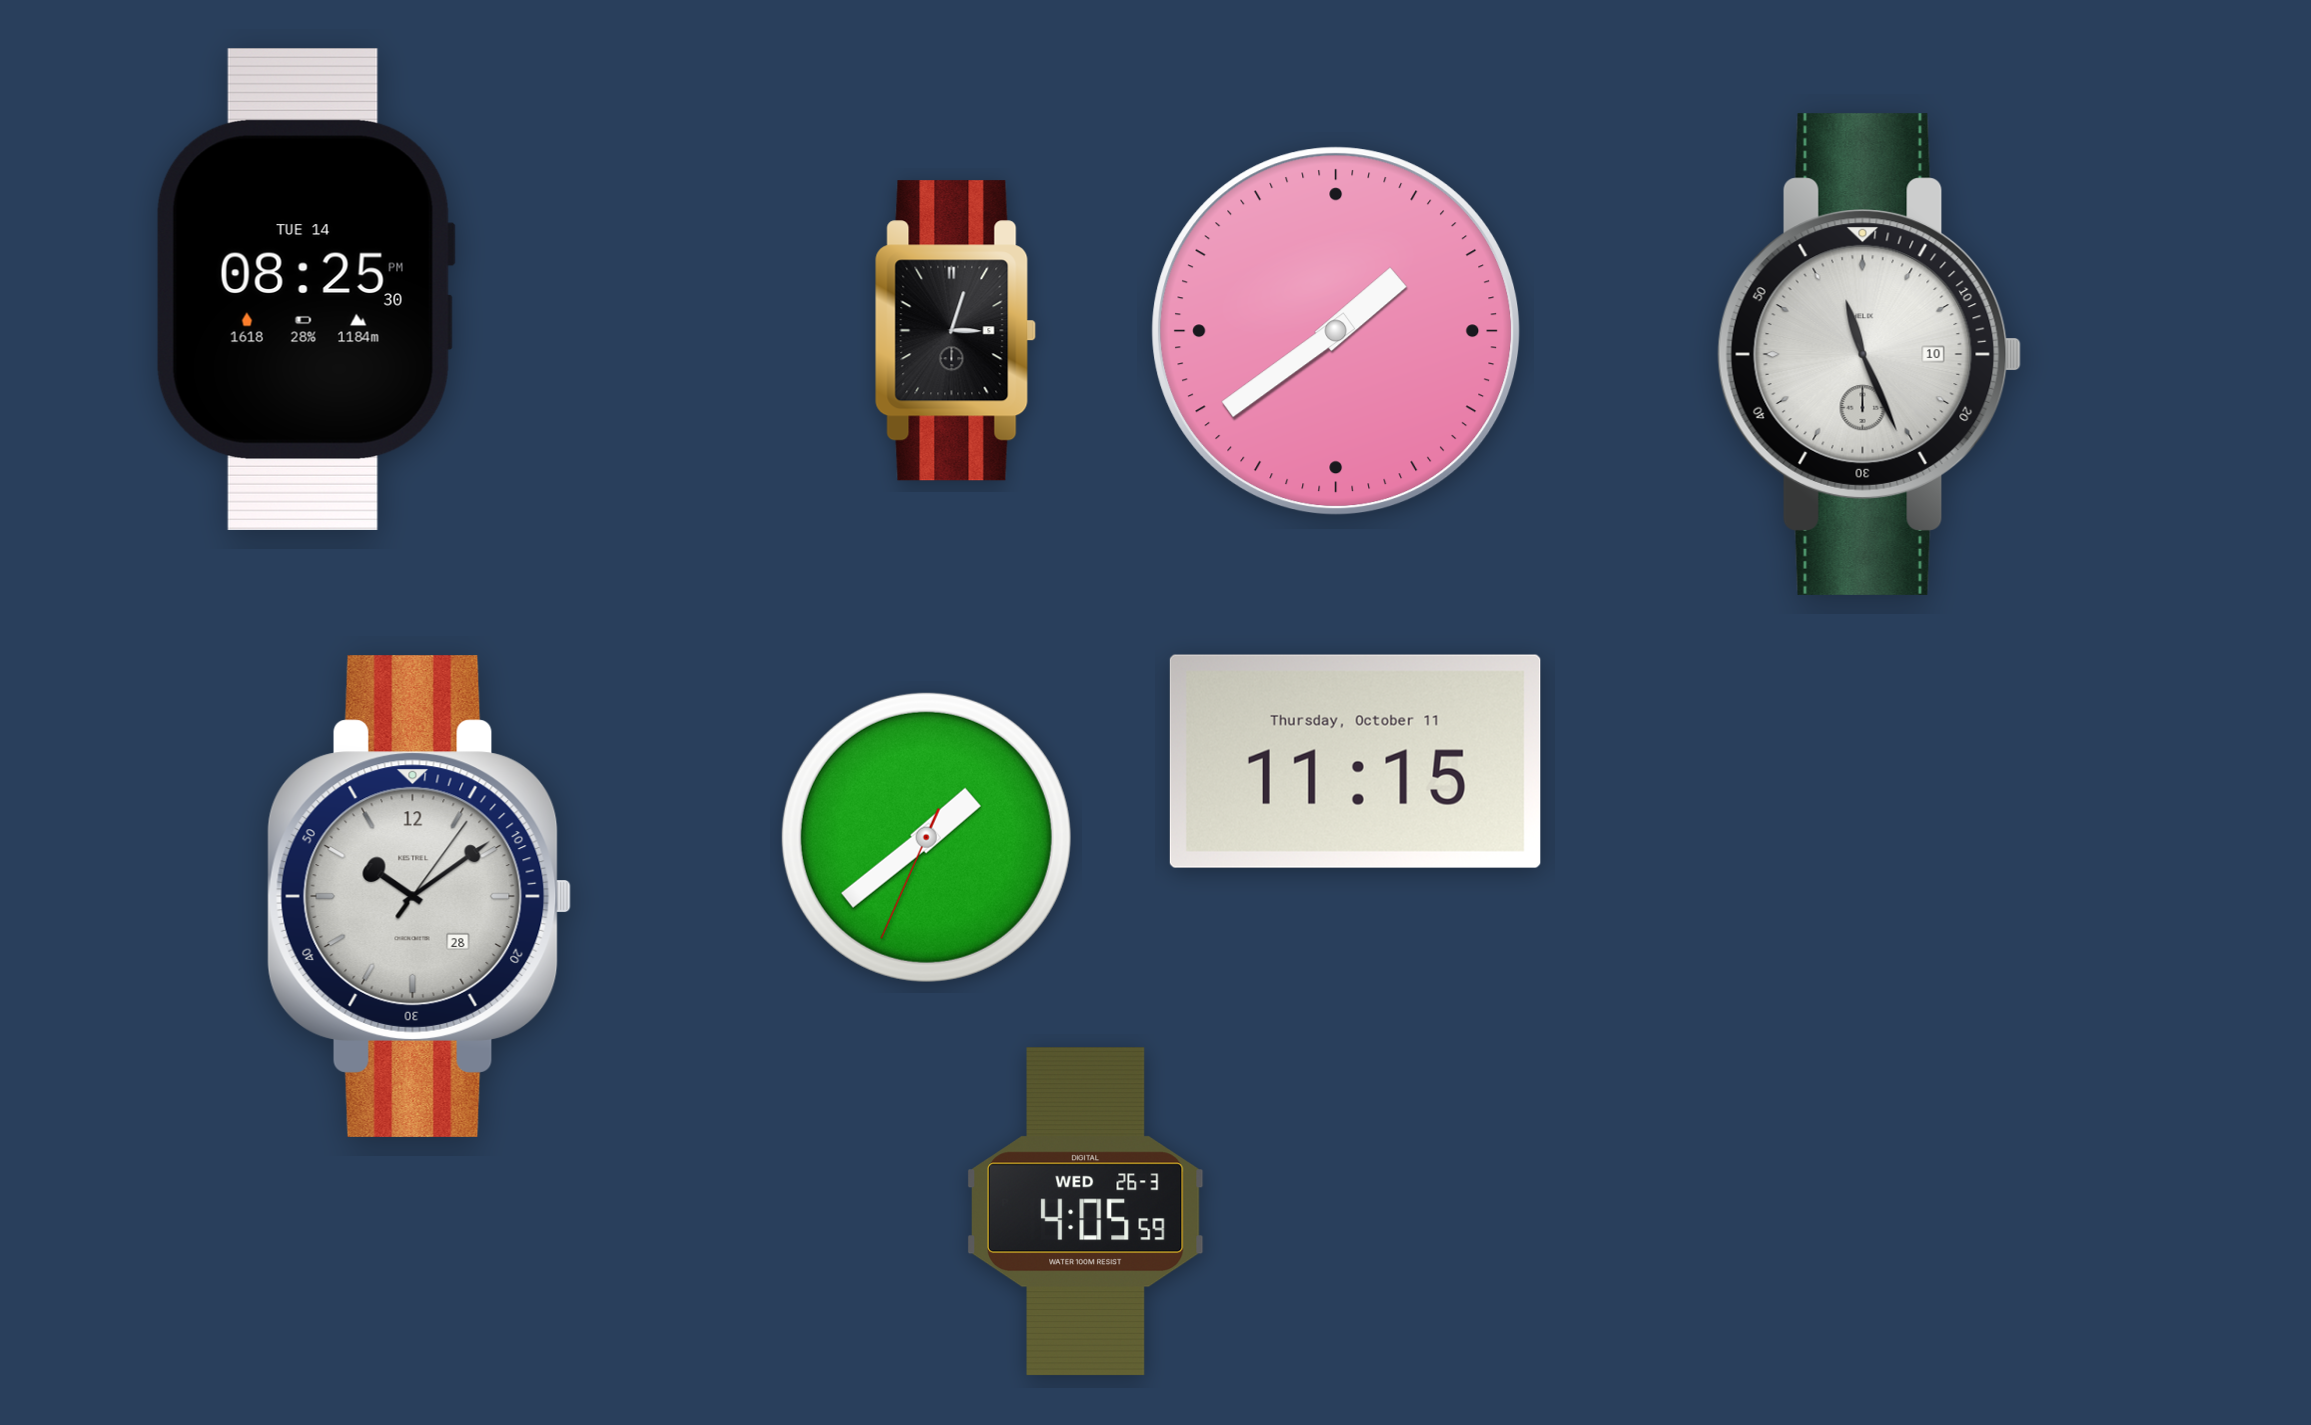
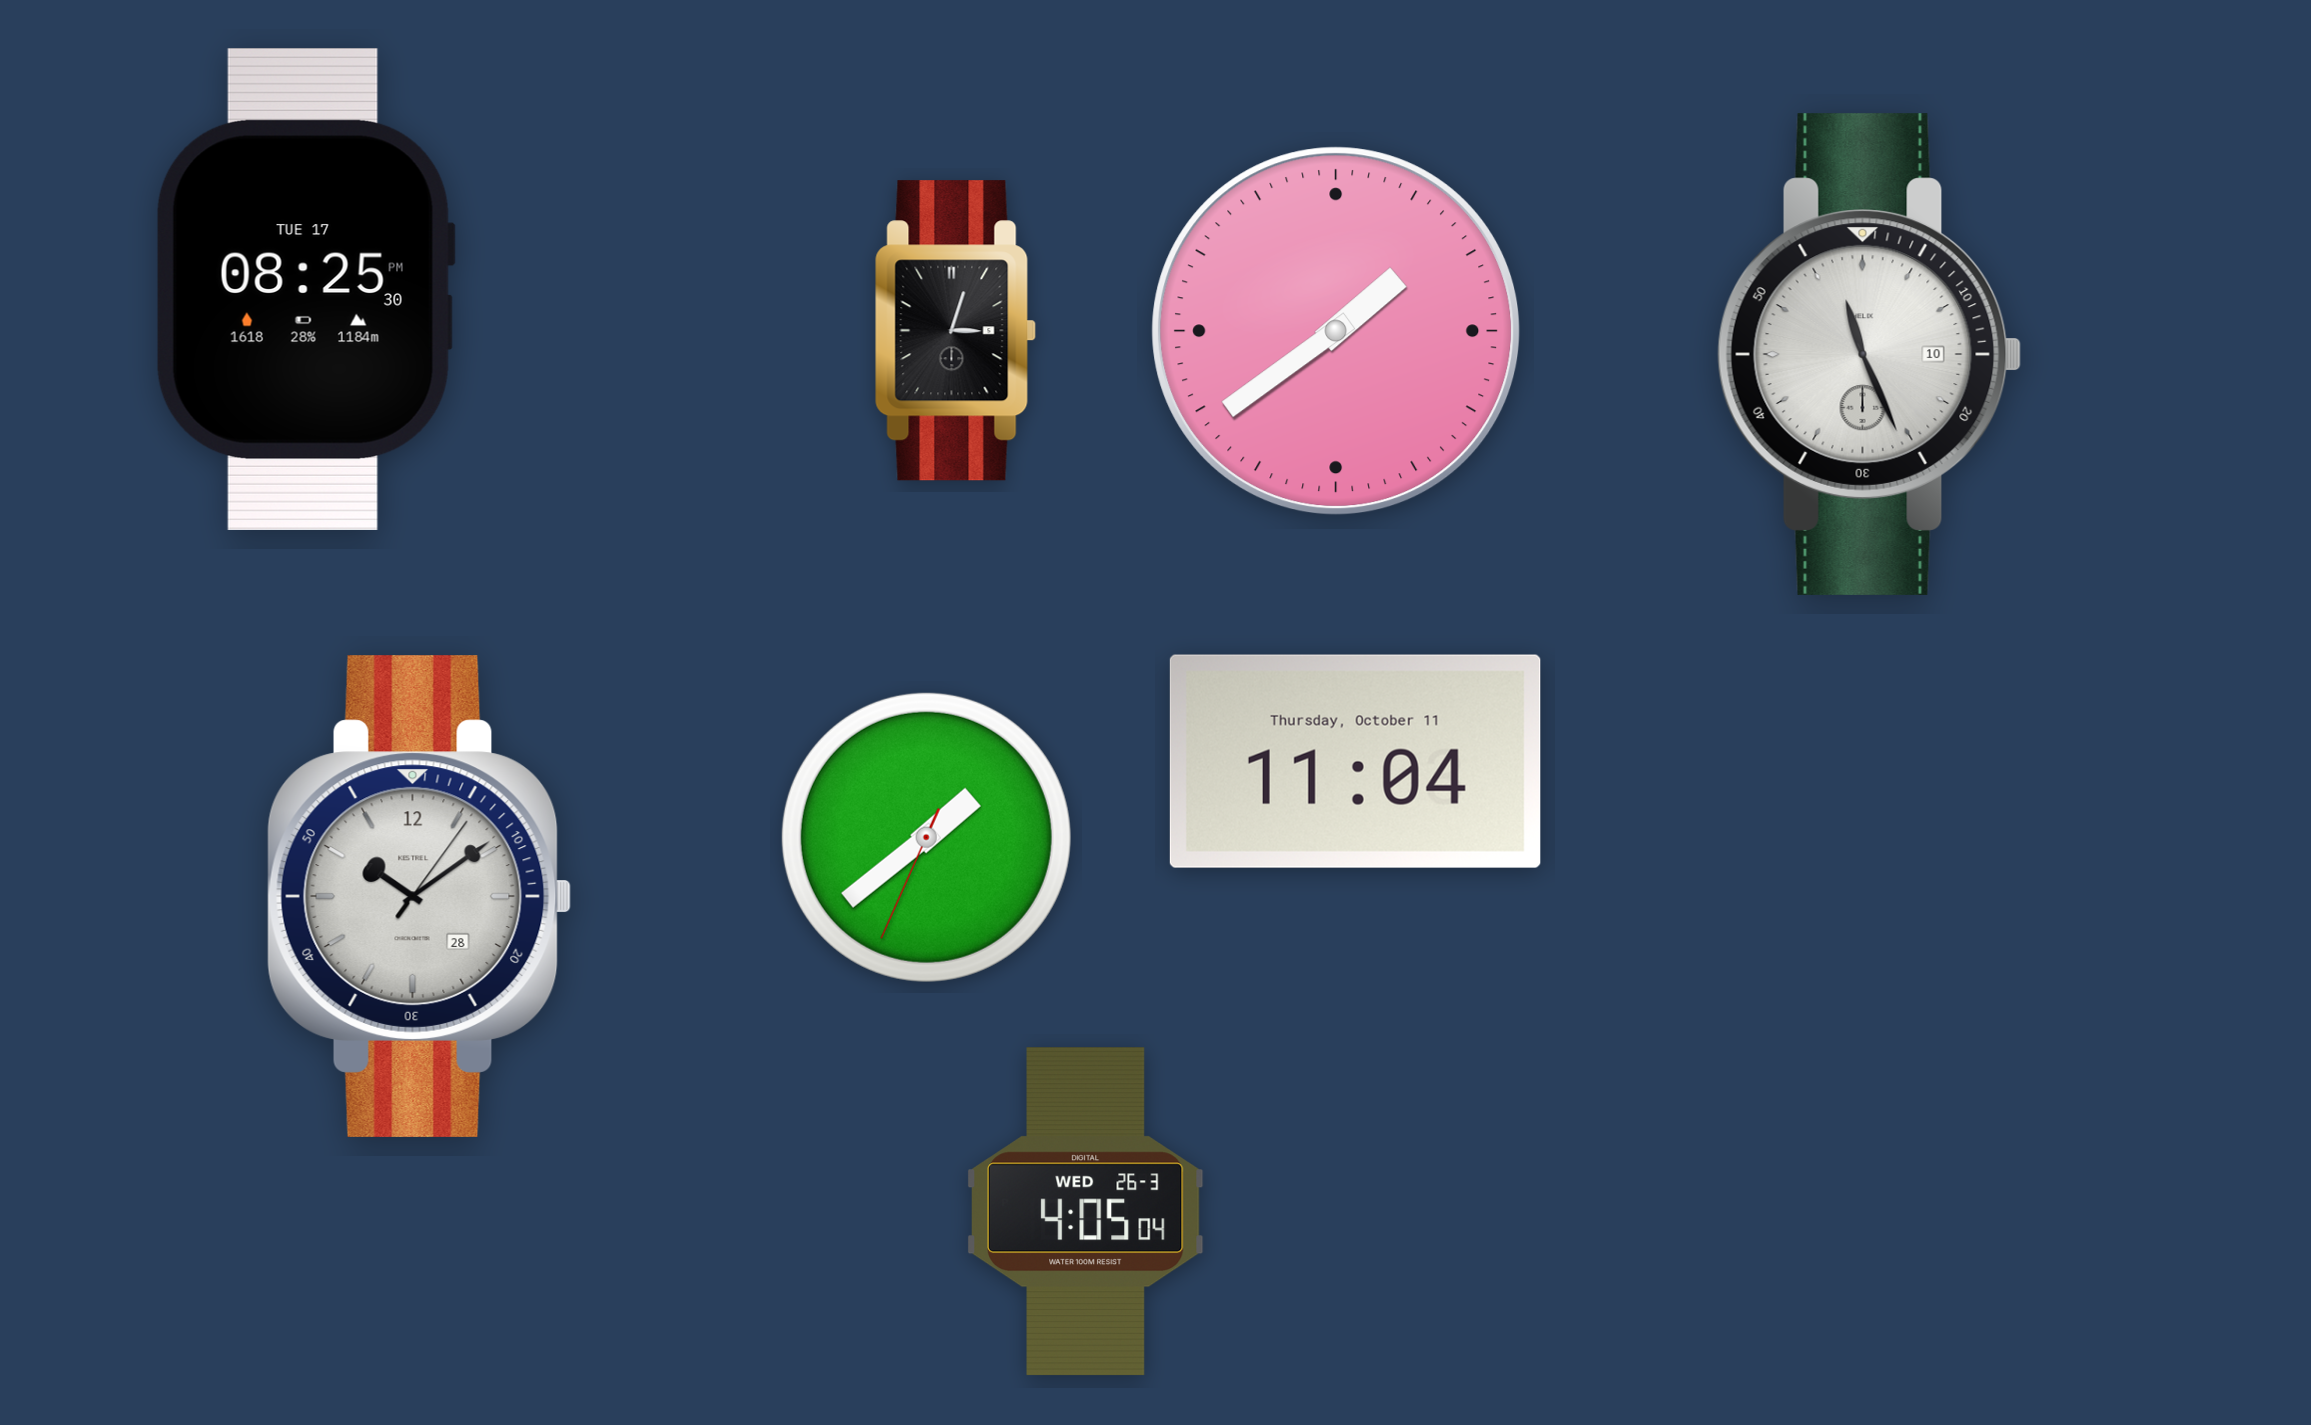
clock at (305, 289) date: TUE 14 -> TUE 17
clock at (1355, 761): 11:15 -> 11:04
clock at (1085, 1212): 4:05:59 -> 4:05:04
